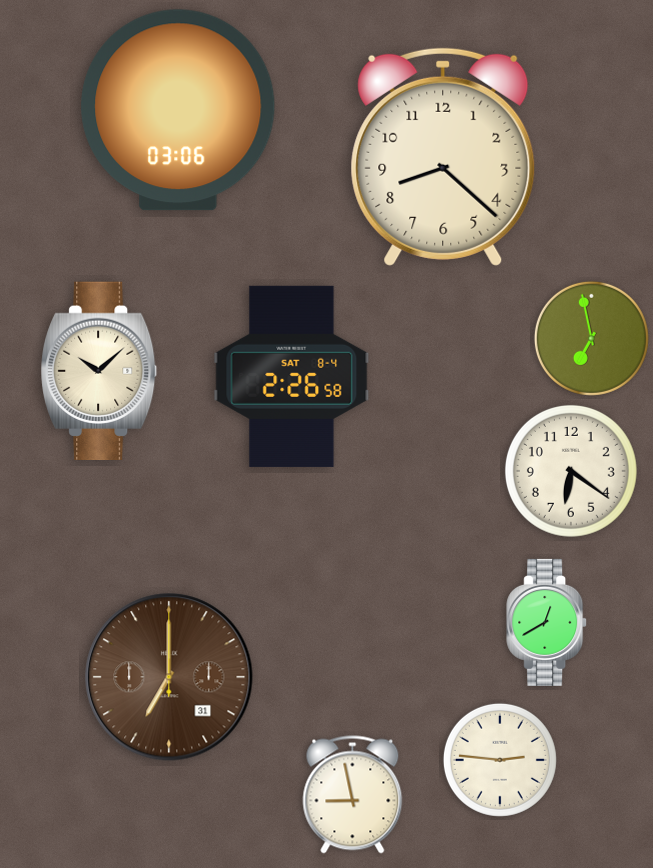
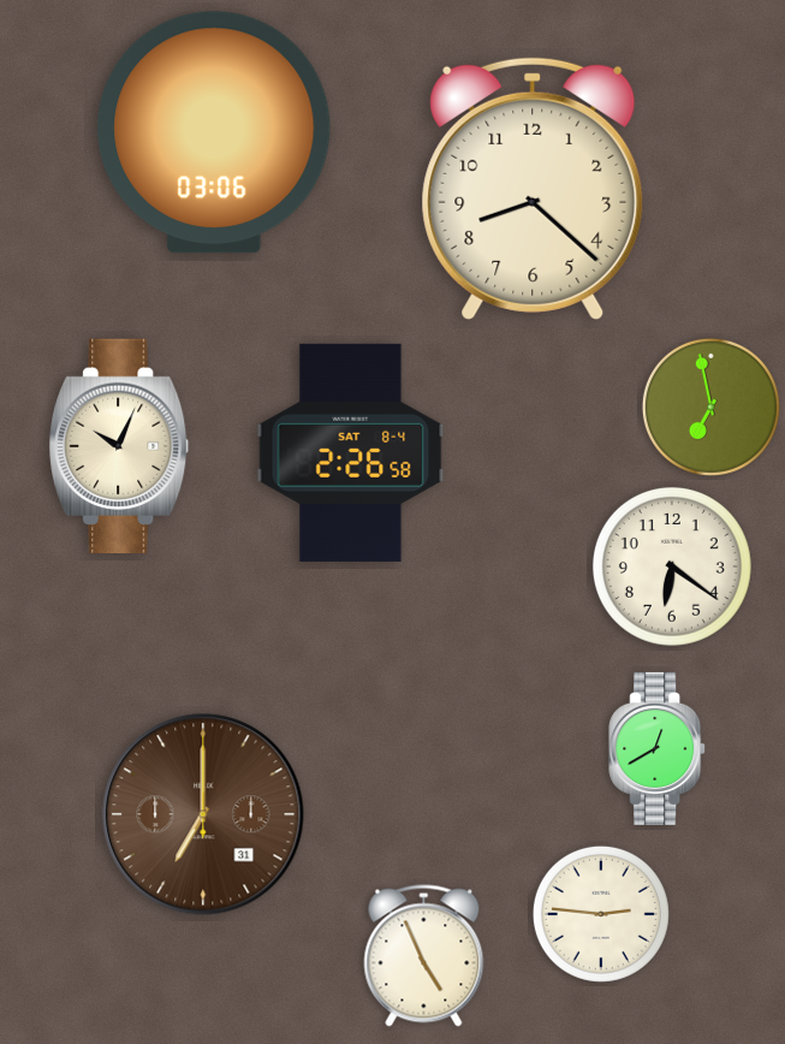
clock at (99, 370): 10:08 -> 10:04
clock at (571, 471) position: (571, 471) -> (672, 567)
clock at (353, 795): 8:58 -> 4:56
